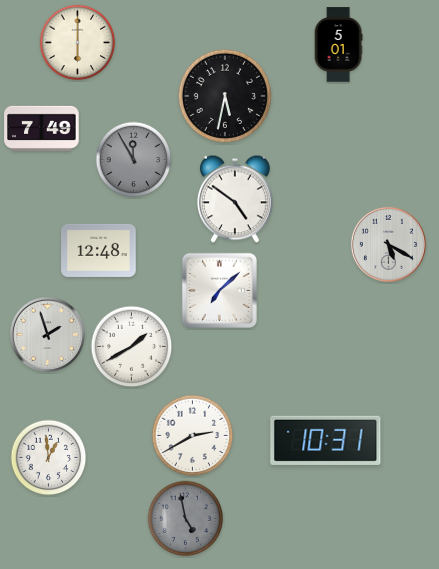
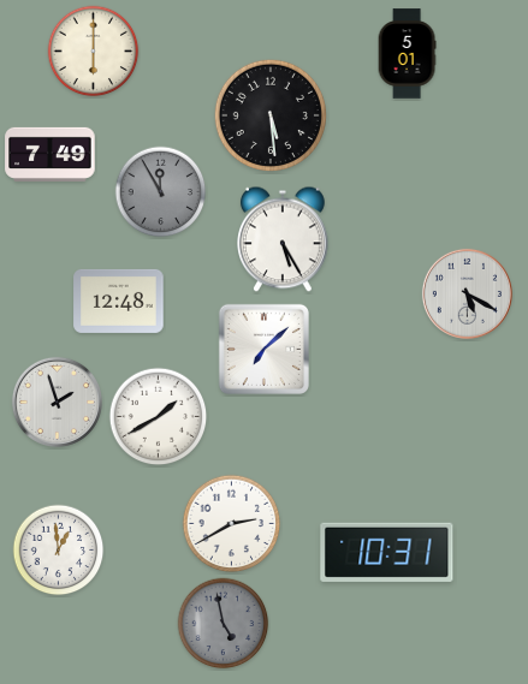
clock at (224, 95): 5:32 -> 5:29
clock at (236, 199): 4:51 -> 5:25
clock at (326, 440) position: (326, 440) -> (387, 552)
